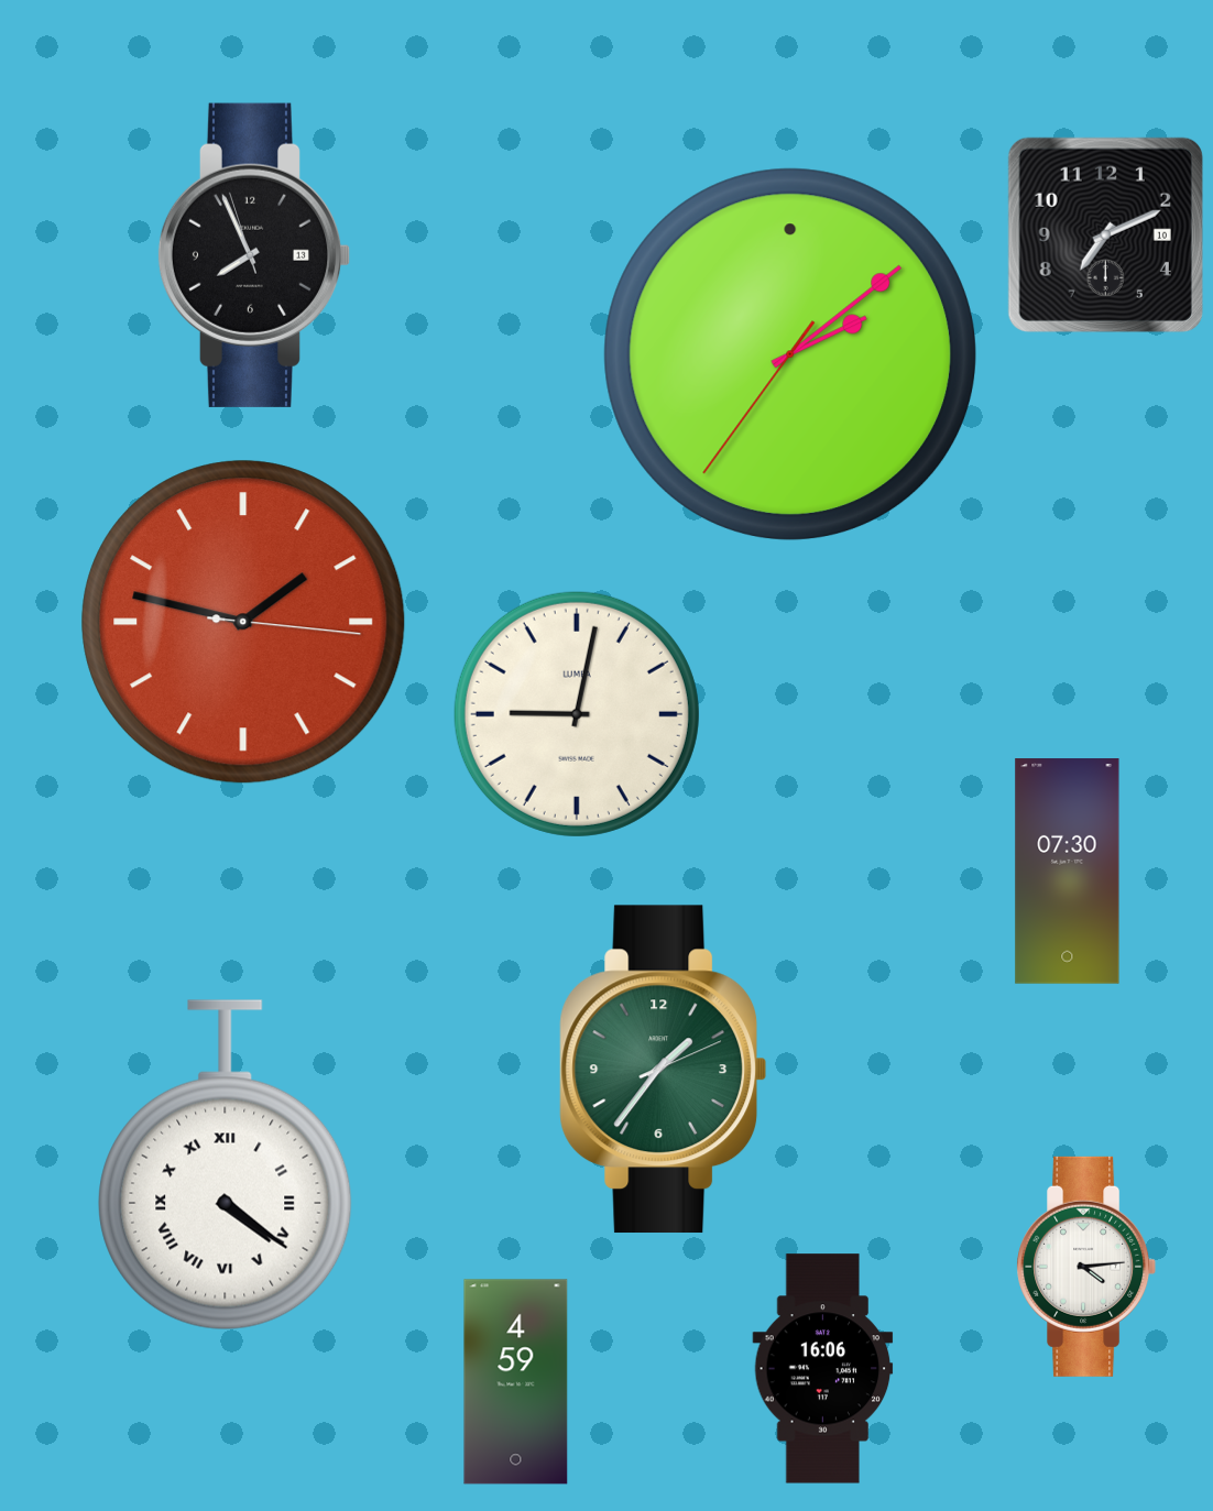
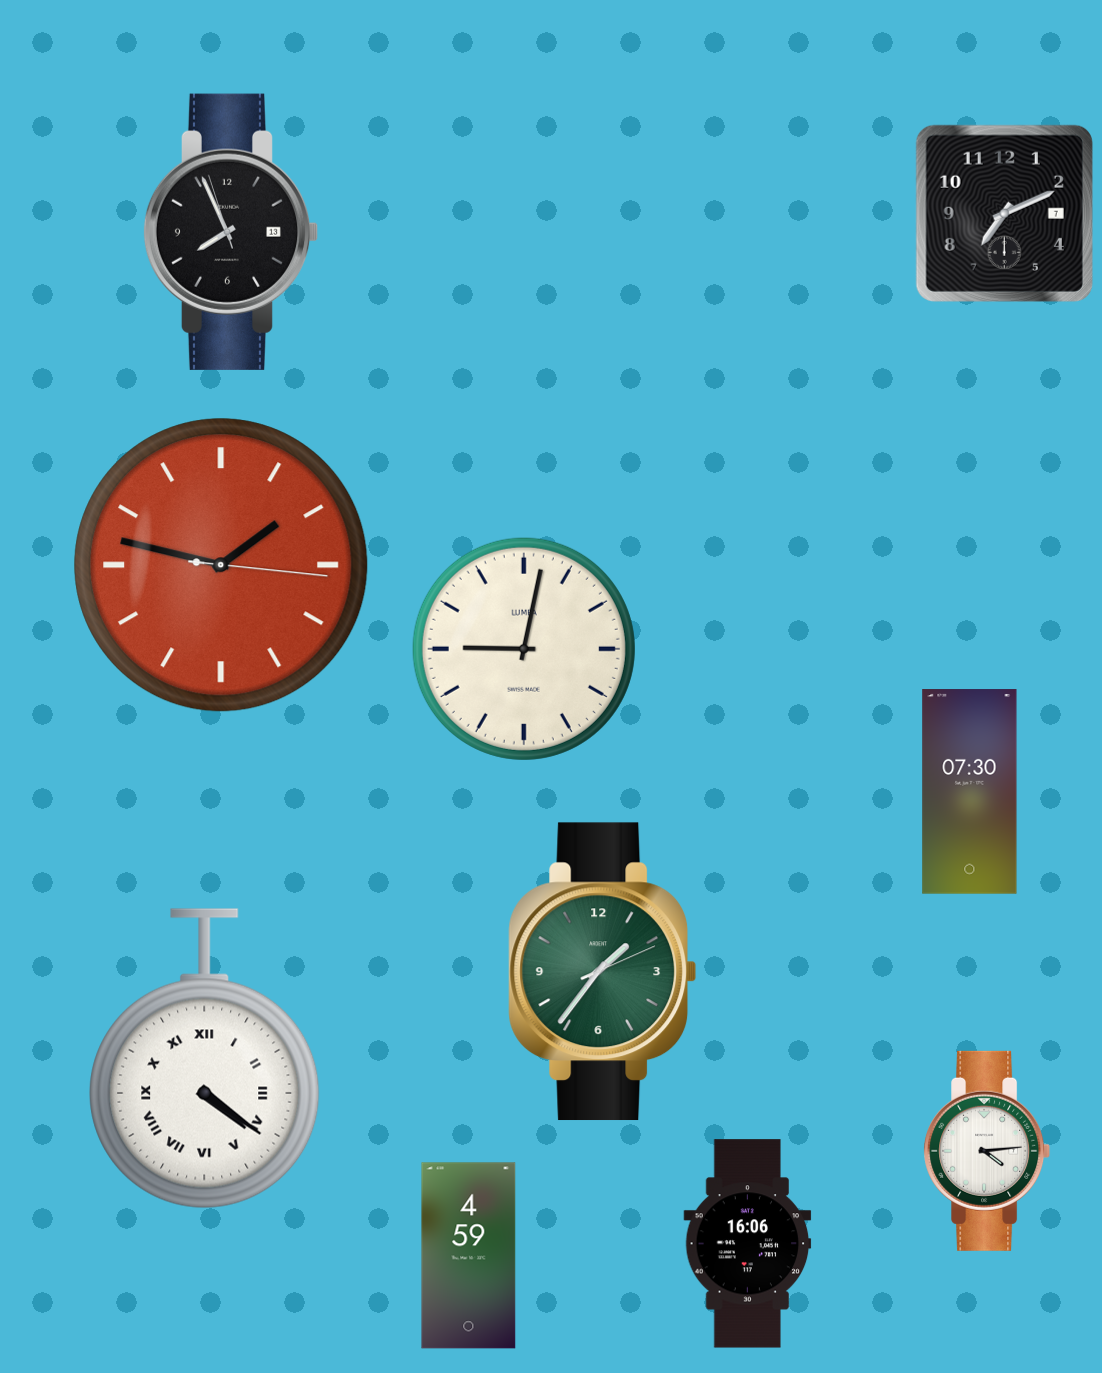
clock at (1105, 234) date: 10 -> 7
clock at (789, 353): 2:08 -> none
